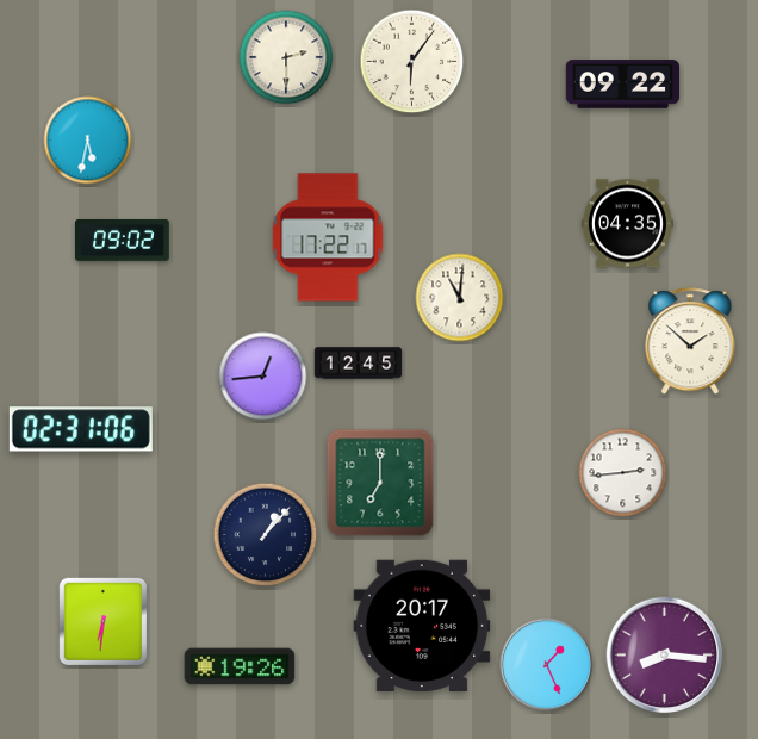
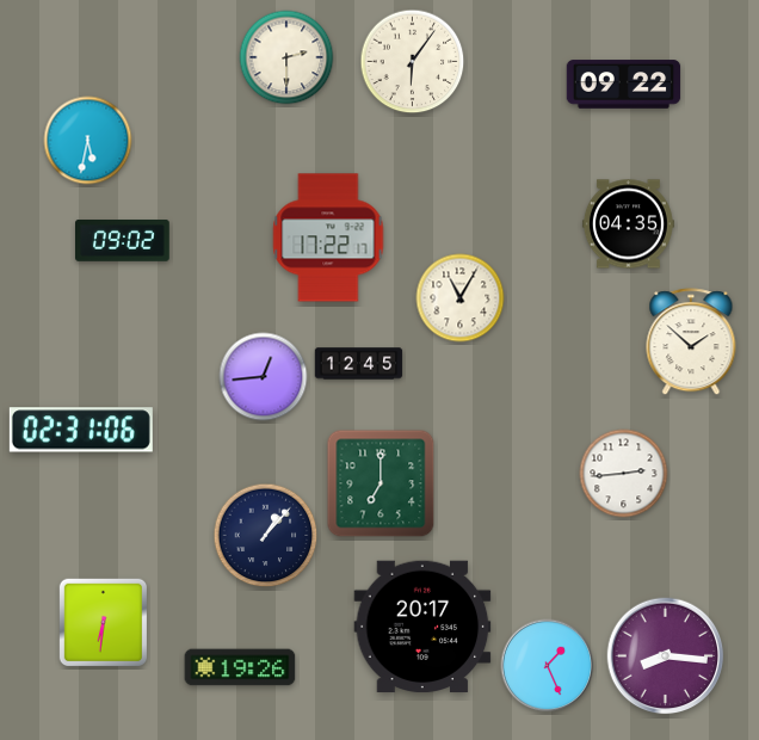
clock at (460, 298): 11:01 -> 11:05
